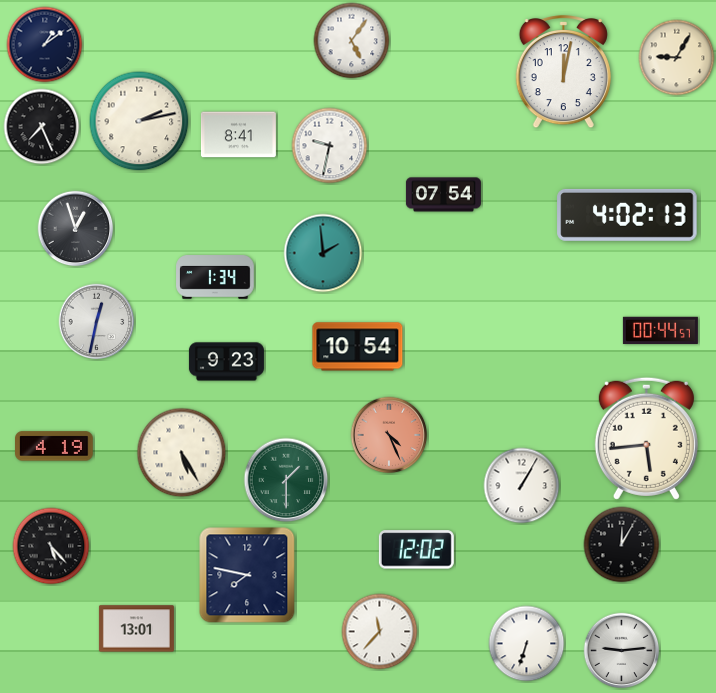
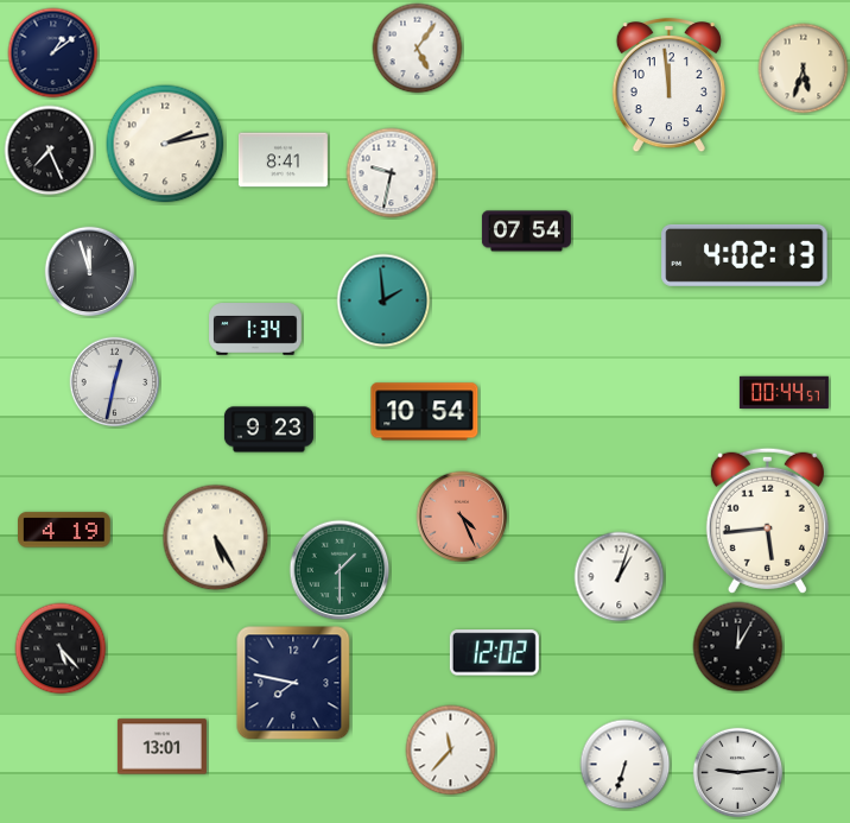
clock at (677, 58): 9:05 -> 5:33
clock at (563, 72): 12:02 -> 11:59
clock at (76, 229): 12:57 -> 11:57
clock at (522, 486): 1:05 -> 1:03
